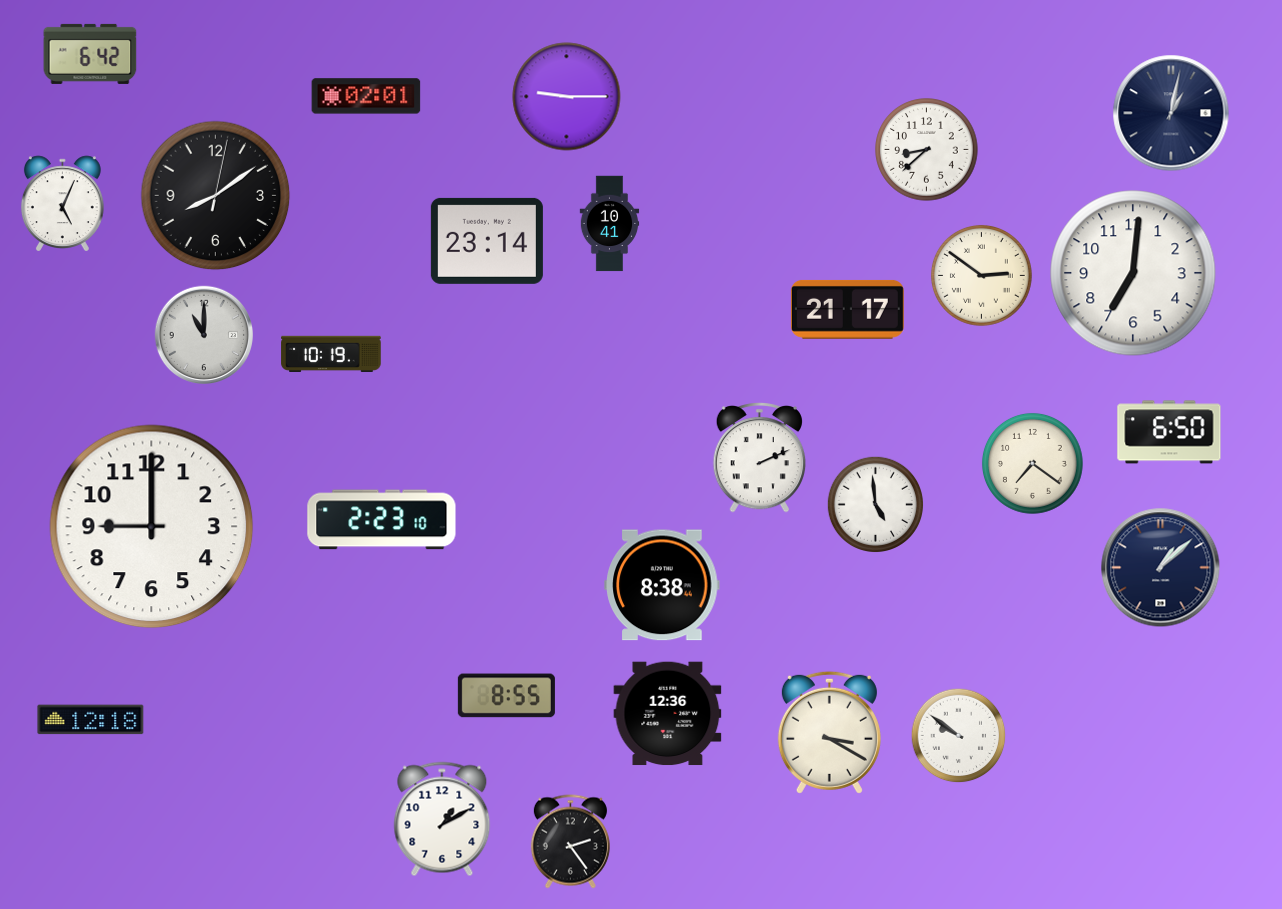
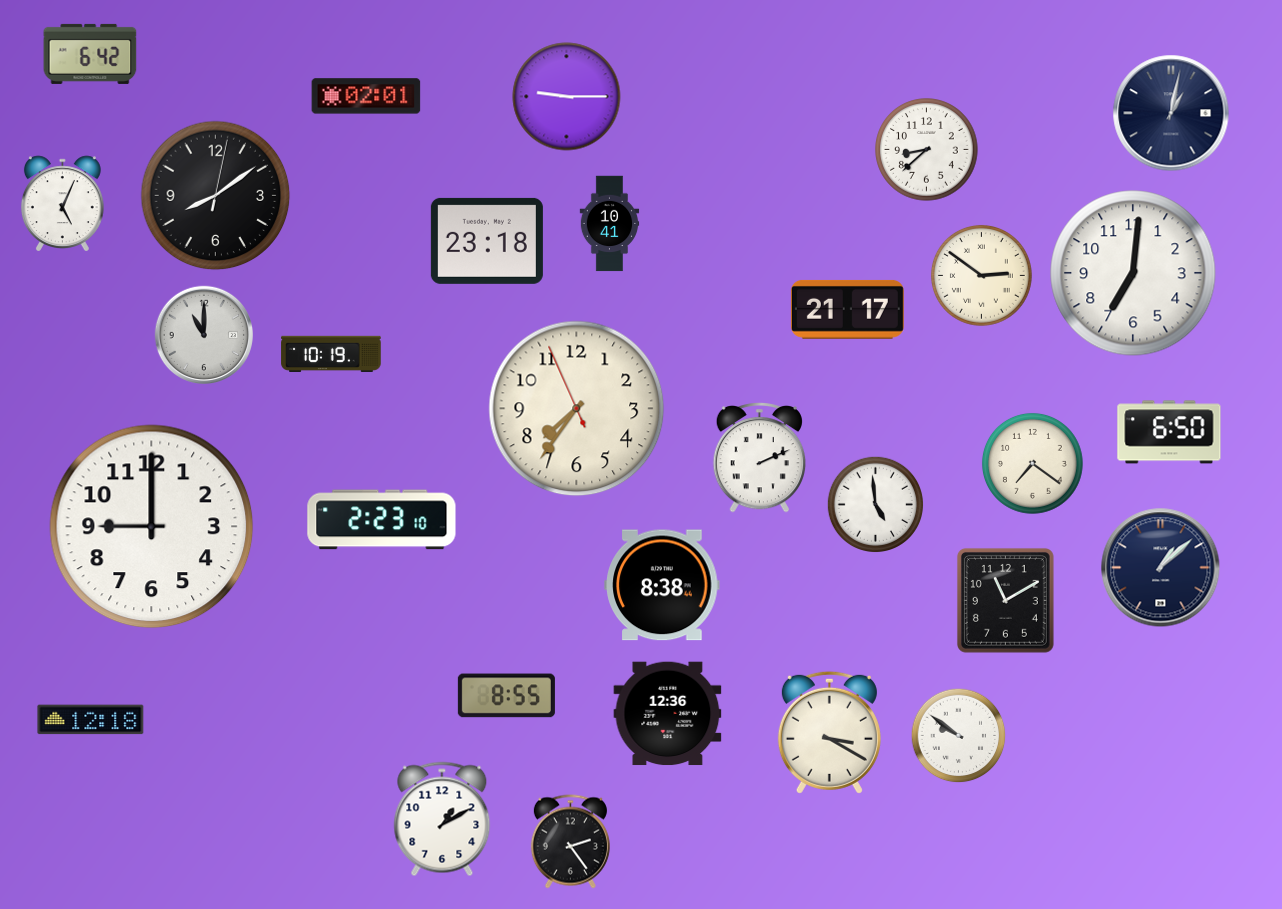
clock at (487, 241): 23:14 -> 23:18
clock at (577, 409): none -> 7:35
clock at (1005, 600): none -> 11:10
